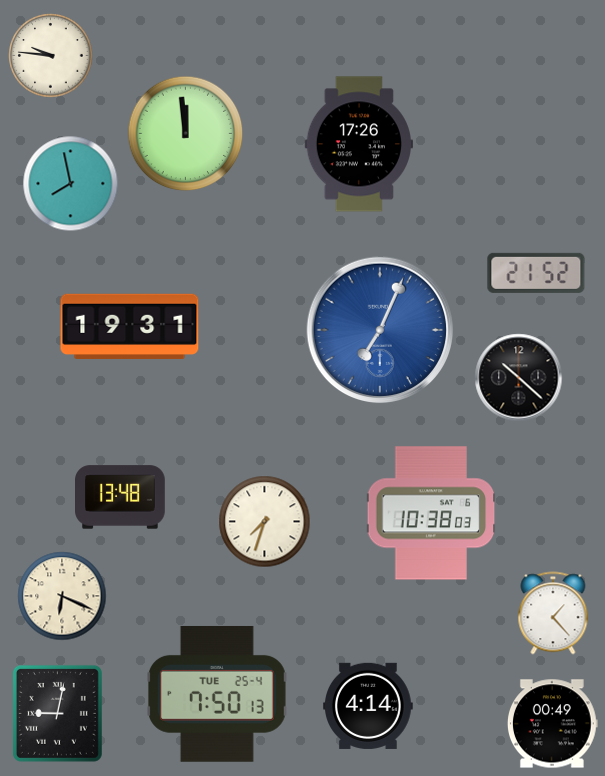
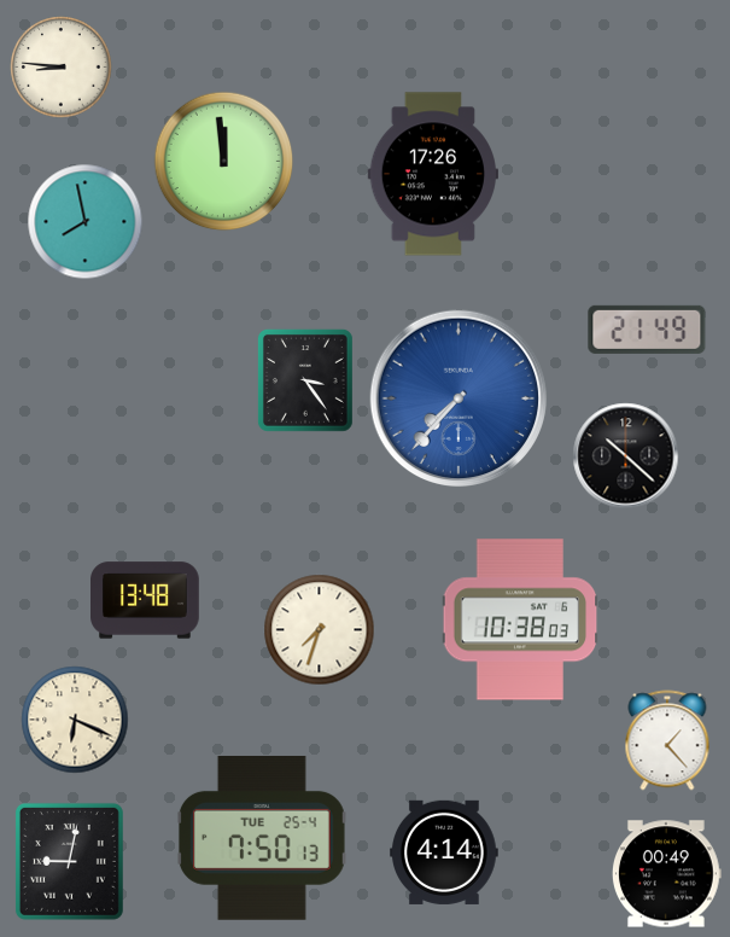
clock at (51, 56): 9:46 -> 8:46
clock at (536, 273): 21:52 -> 21:49
clock at (305, 380): none -> 3:24
clock at (130, 327): 19:31 -> none
clock at (380, 330): 7:04 -> 7:37
